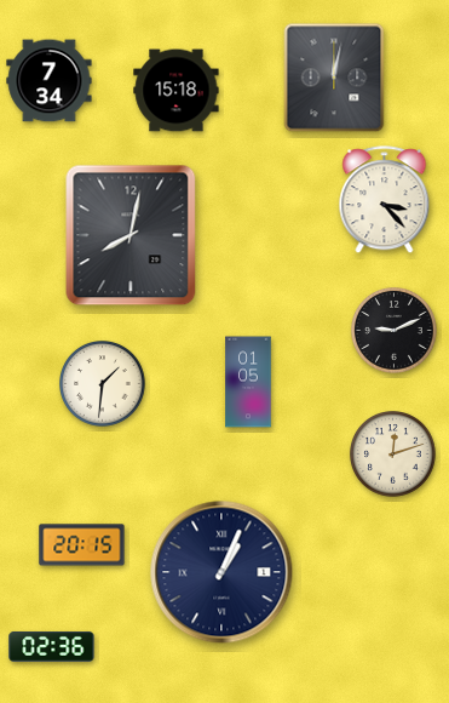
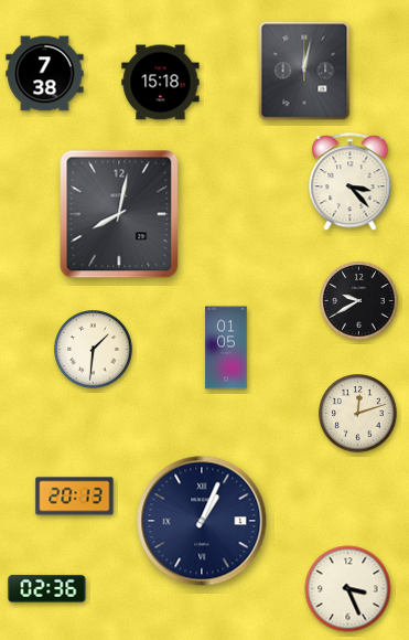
clock at (50, 81): 7:34 -> 7:38
clock at (395, 331): 9:11 -> 9:40
clock at (82, 545): 20:15 -> 20:13
clock at (348, 589): none -> 3:26
